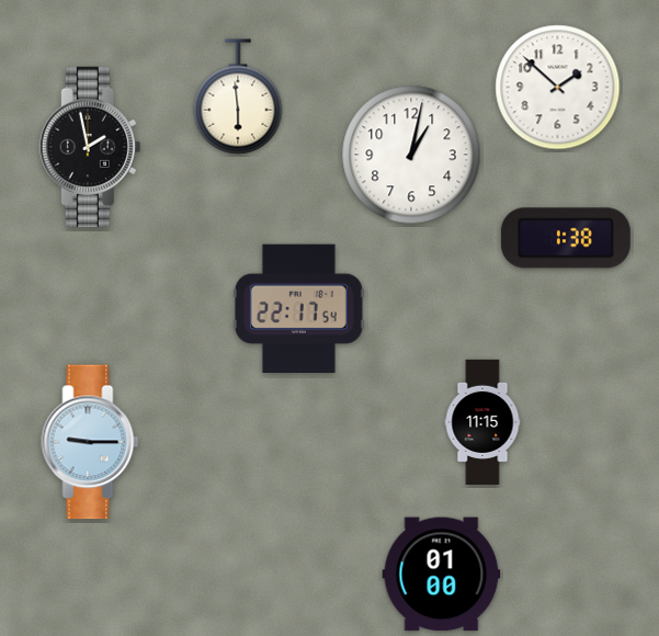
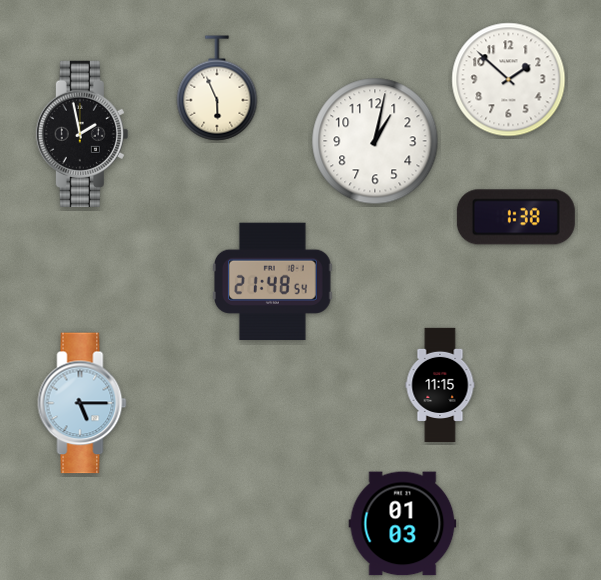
clock at (238, 96): 5:59 -> 5:56
clock at (298, 308): 22:17 -> 21:48
clock at (90, 442): 9:15 -> 5:15
clock at (442, 575): 01:00 -> 01:03
